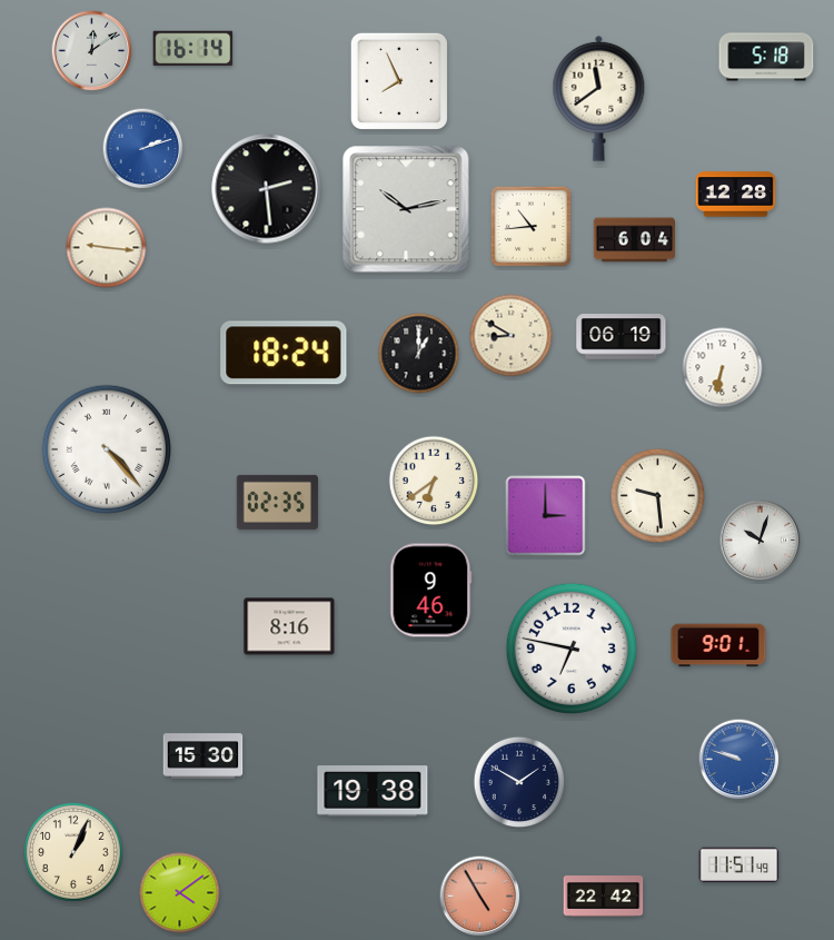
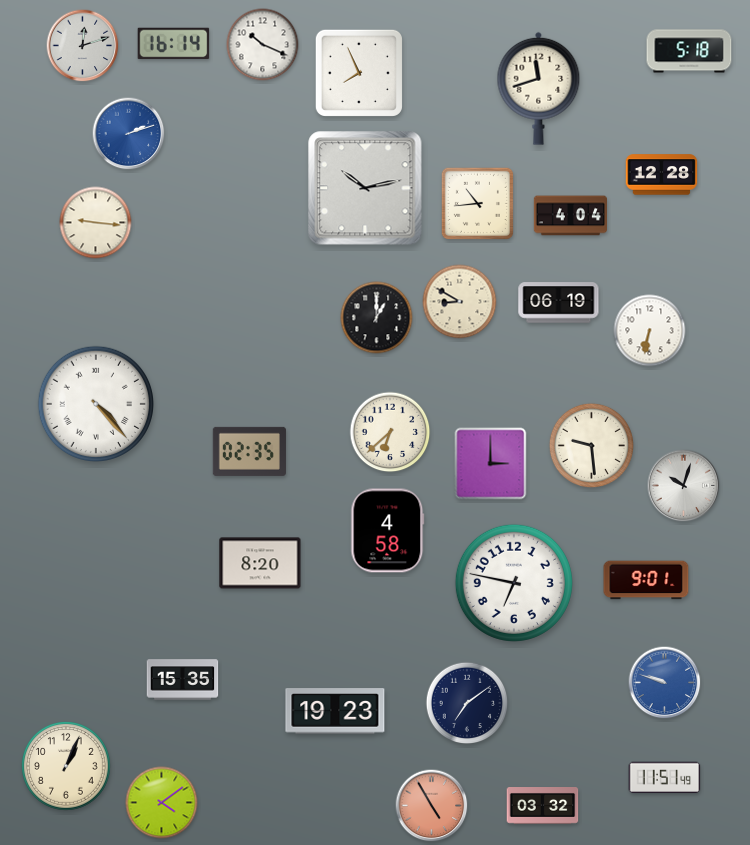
clock at (263, 45): none -> 10:19
clock at (92, 51): 12:09 -> 12:12
clock at (599, 98): 11:39 -> 11:42
clock at (267, 189): 2:29 -> none
clock at (634, 240): 6:04 -> 4:04
clock at (284, 353): 18:24 -> none
clock at (434, 481): 6:39 -> 6:38
clock at (431, 591): 9:46 -> 4:58
clock at (289, 626): 8:16 -> 8:20
clock at (203, 756): 15:30 -> 15:35
clock at (519, 782): 1:50 -> 7:09
clock at (373, 791): 19:38 -> 19:23
clock at (604, 897): 22:42 -> 03:32
